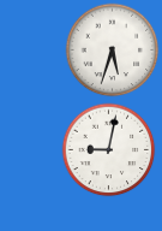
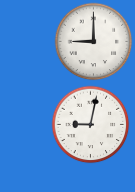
clock at (112, 49): 5:33 -> 9:00
